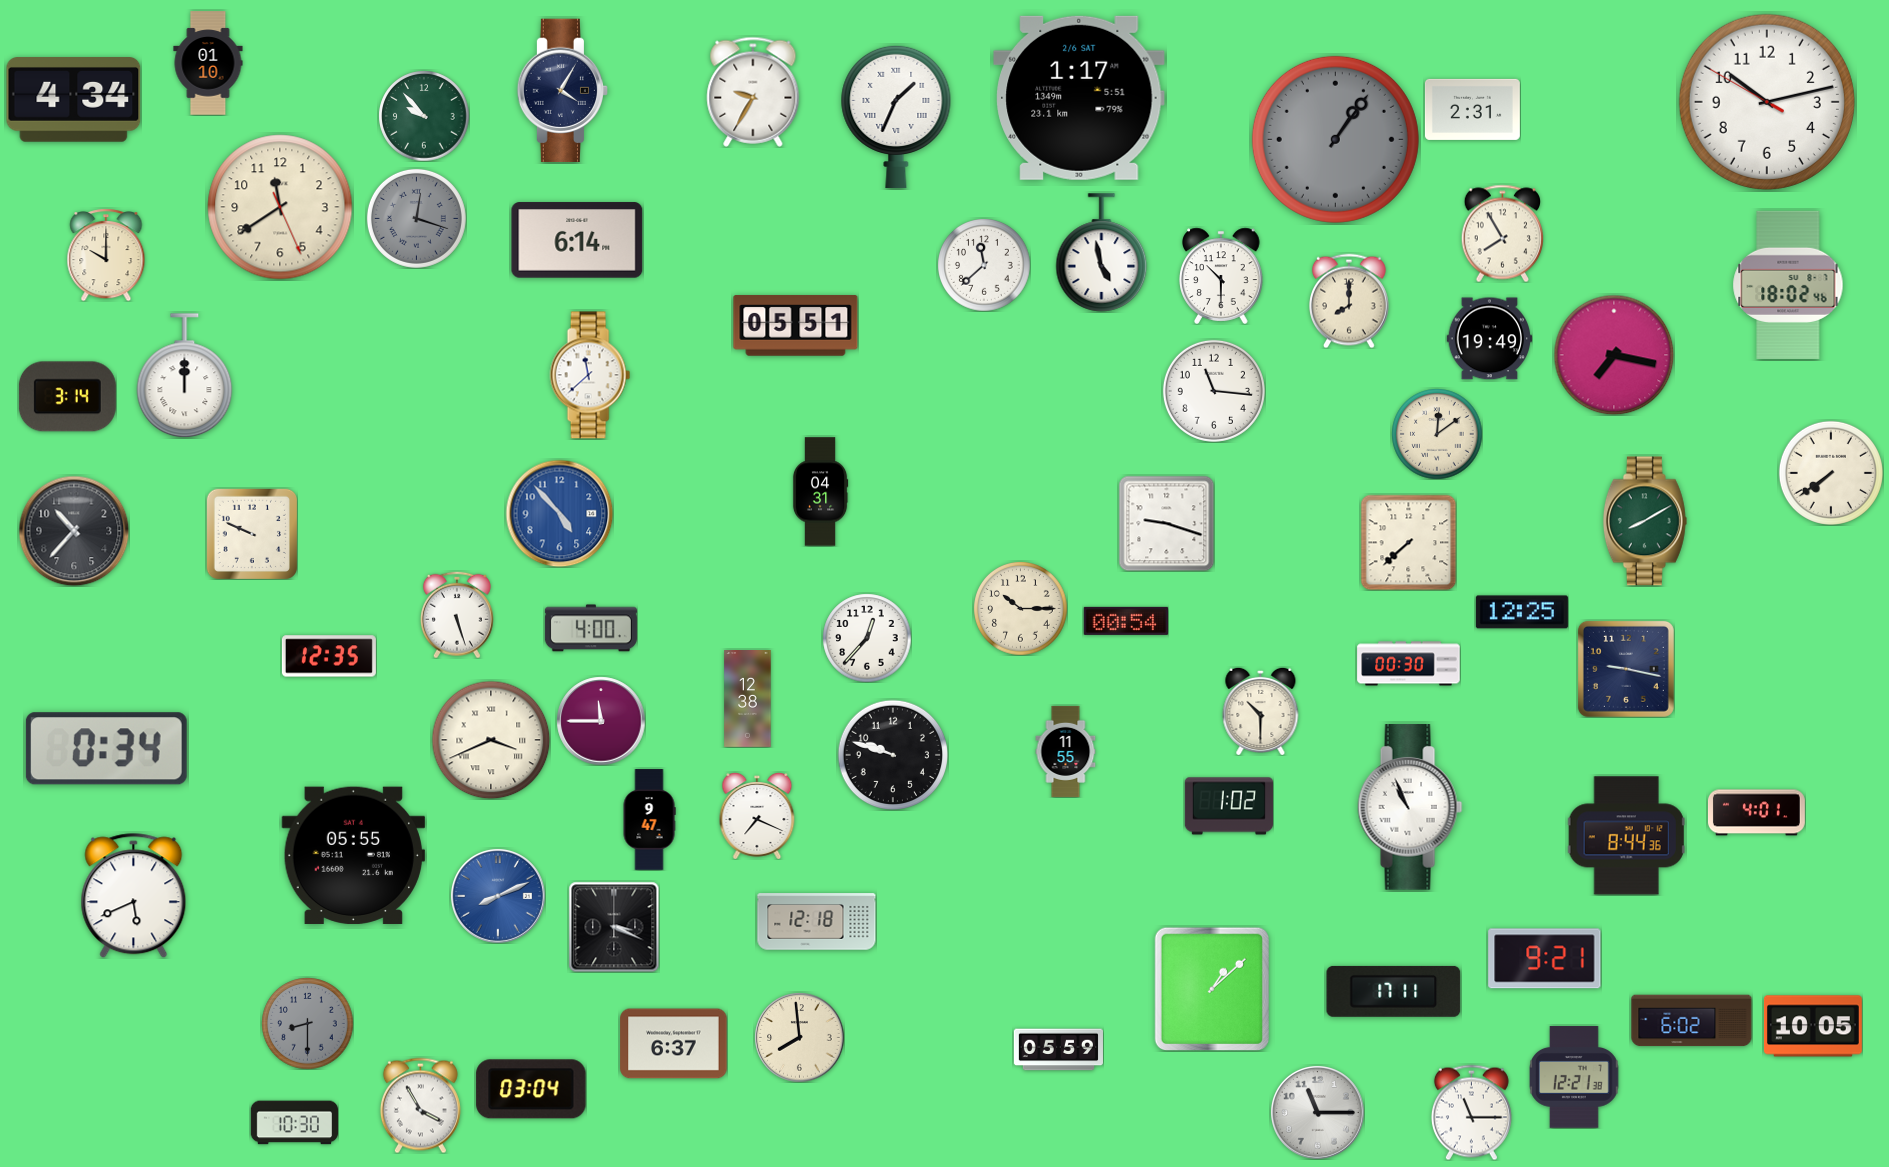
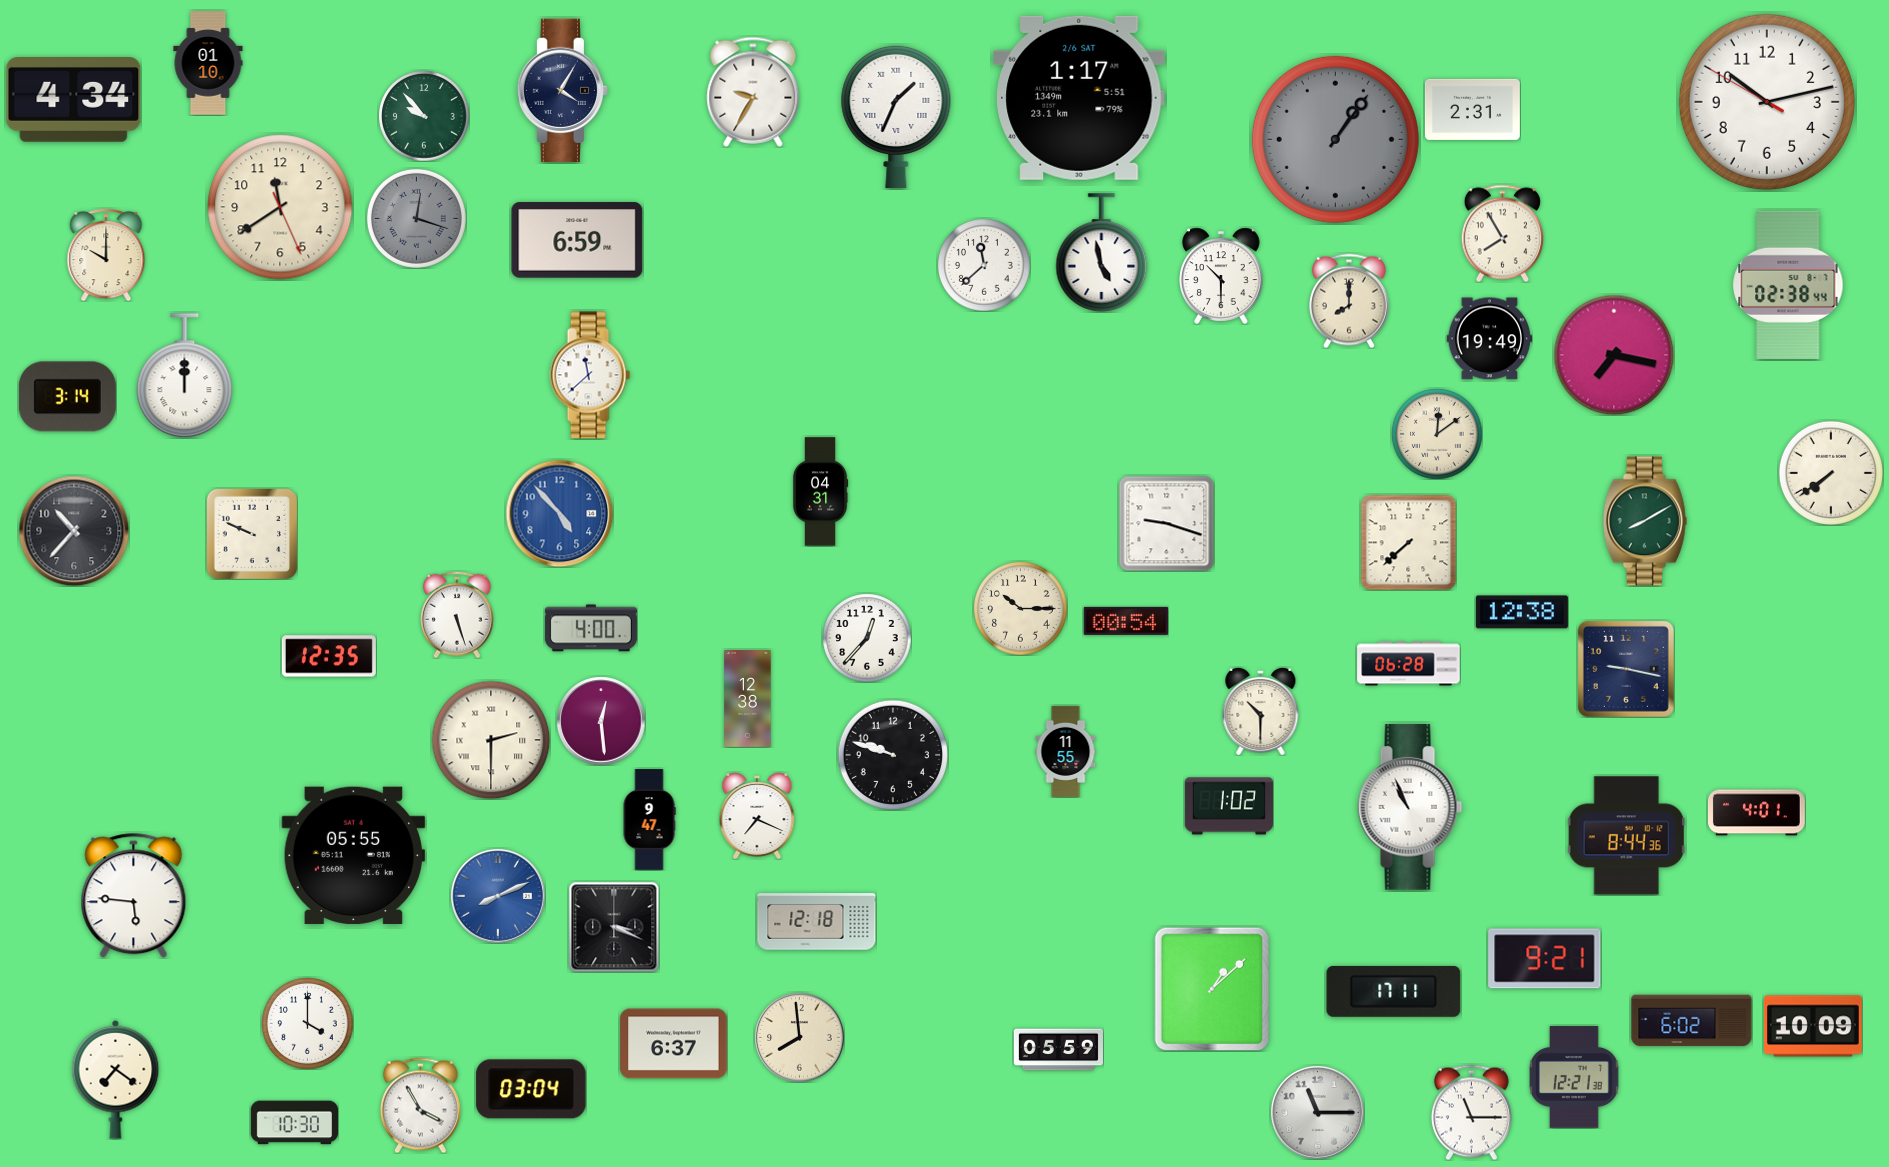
clock at (577, 240): 6:14 -> 6:59
clock at (1788, 285): 18:02 -> 02:38
clock at (796, 326): 05:51 -> none
clock at (1214, 391): 11:16 -> none
clock at (1522, 612): 12:25 -> 12:38
clock at (1409, 664): 00:30 -> 06:28
clock at (601, 721): 11:45 -> 12:29
clock at (491, 740): 3:41 -> 2:30
clock at (106, 749): 0:34 -> none
clock at (134, 896): 5:41 -> 5:46
clock at (307, 1023): 8:30 -> 4:00
clock at (307, 1023) dial: grey -> white
clock at (1813, 1026): 10:05 -> 10:09
clock at (116, 1079): none -> 7:21
